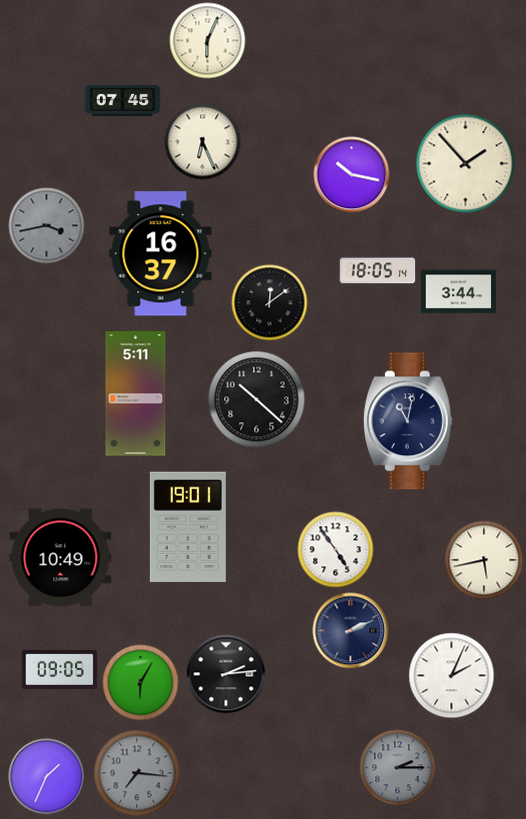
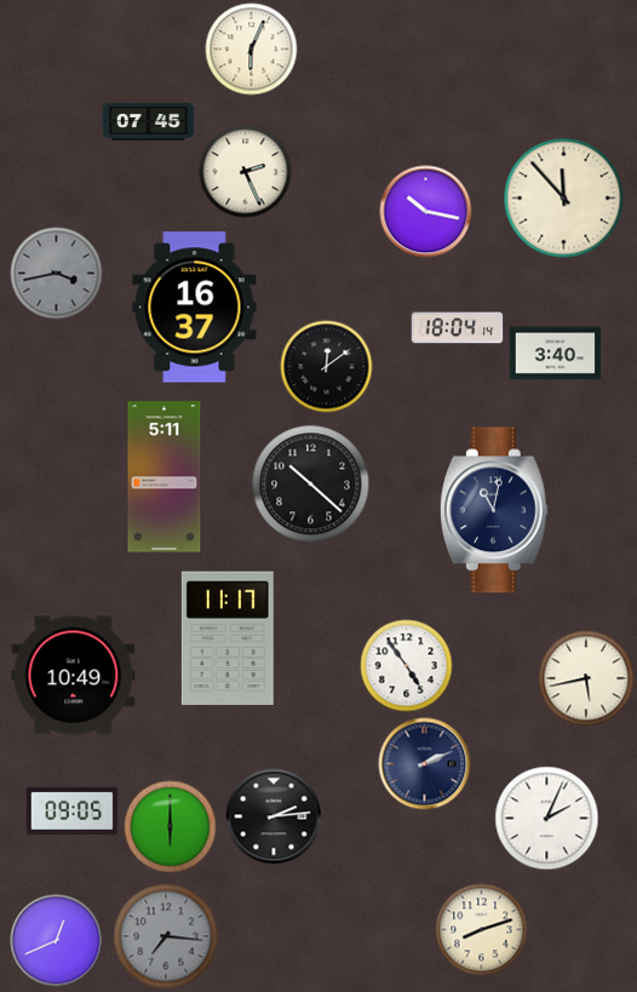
clock at (203, 142): 6:26 -> 2:26
clock at (466, 164): 1:53 -> 11:53
clock at (378, 271): 18:05 -> 18:04
clock at (459, 292): 3:44 -> 3:40
clock at (188, 527): 19:01 -> 11:17
clock at (141, 683): 6:05 -> 6:00
clock at (398, 768): 2:15 -> 8:12
clock at (398, 768) dial: grey -> cream
clock at (47, 777): 1:34 -> 12:41
